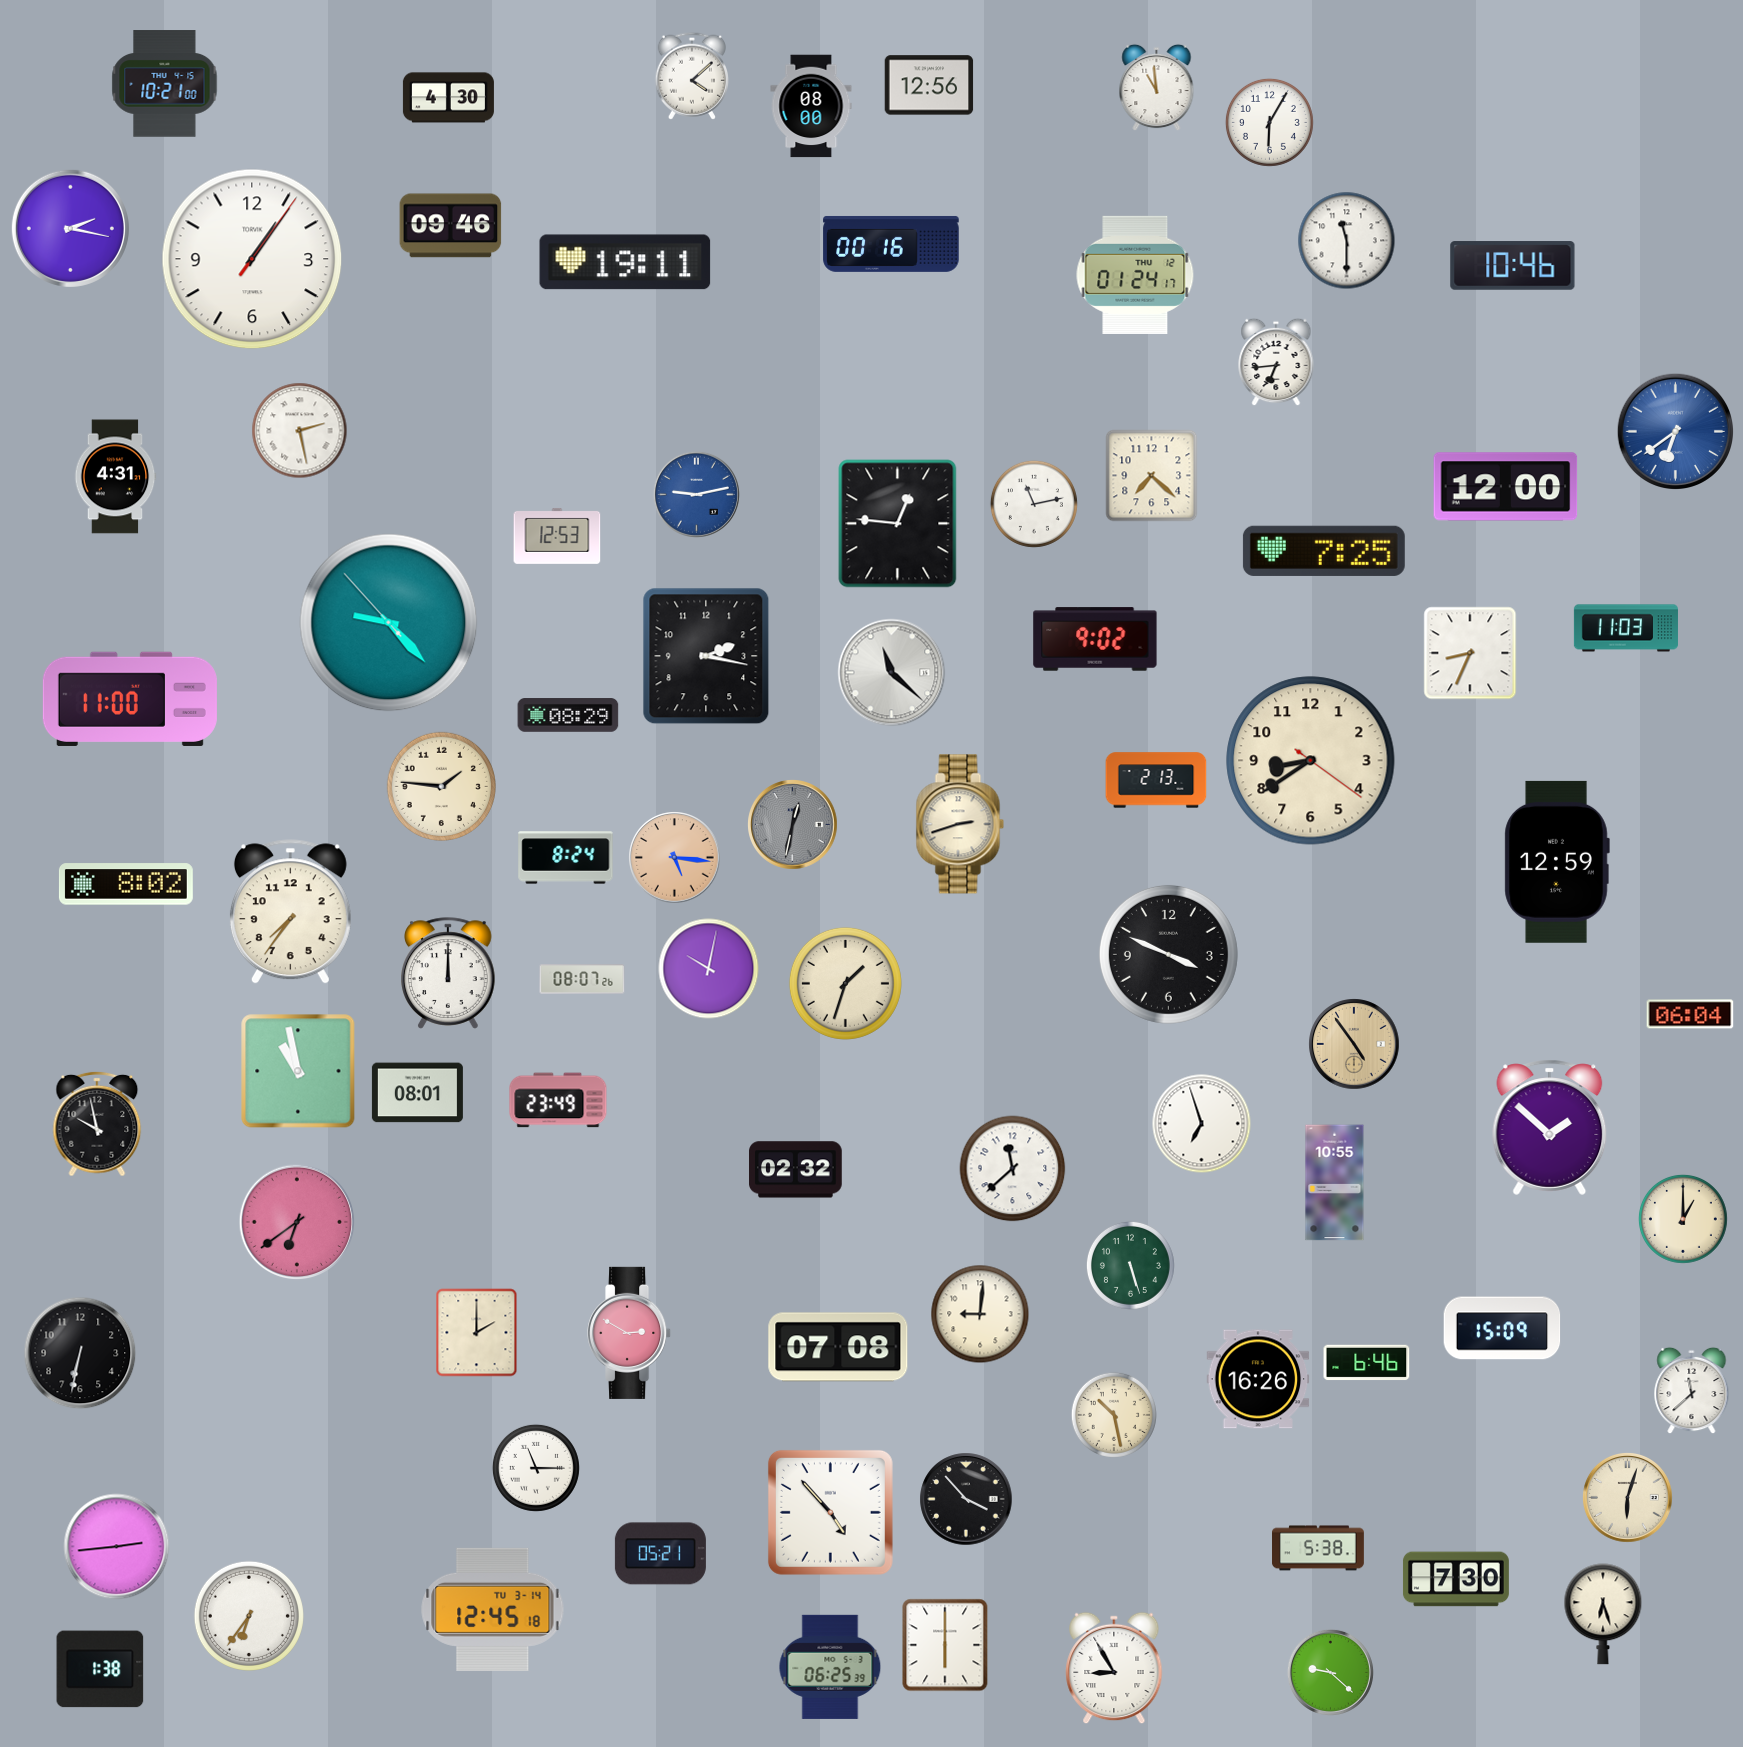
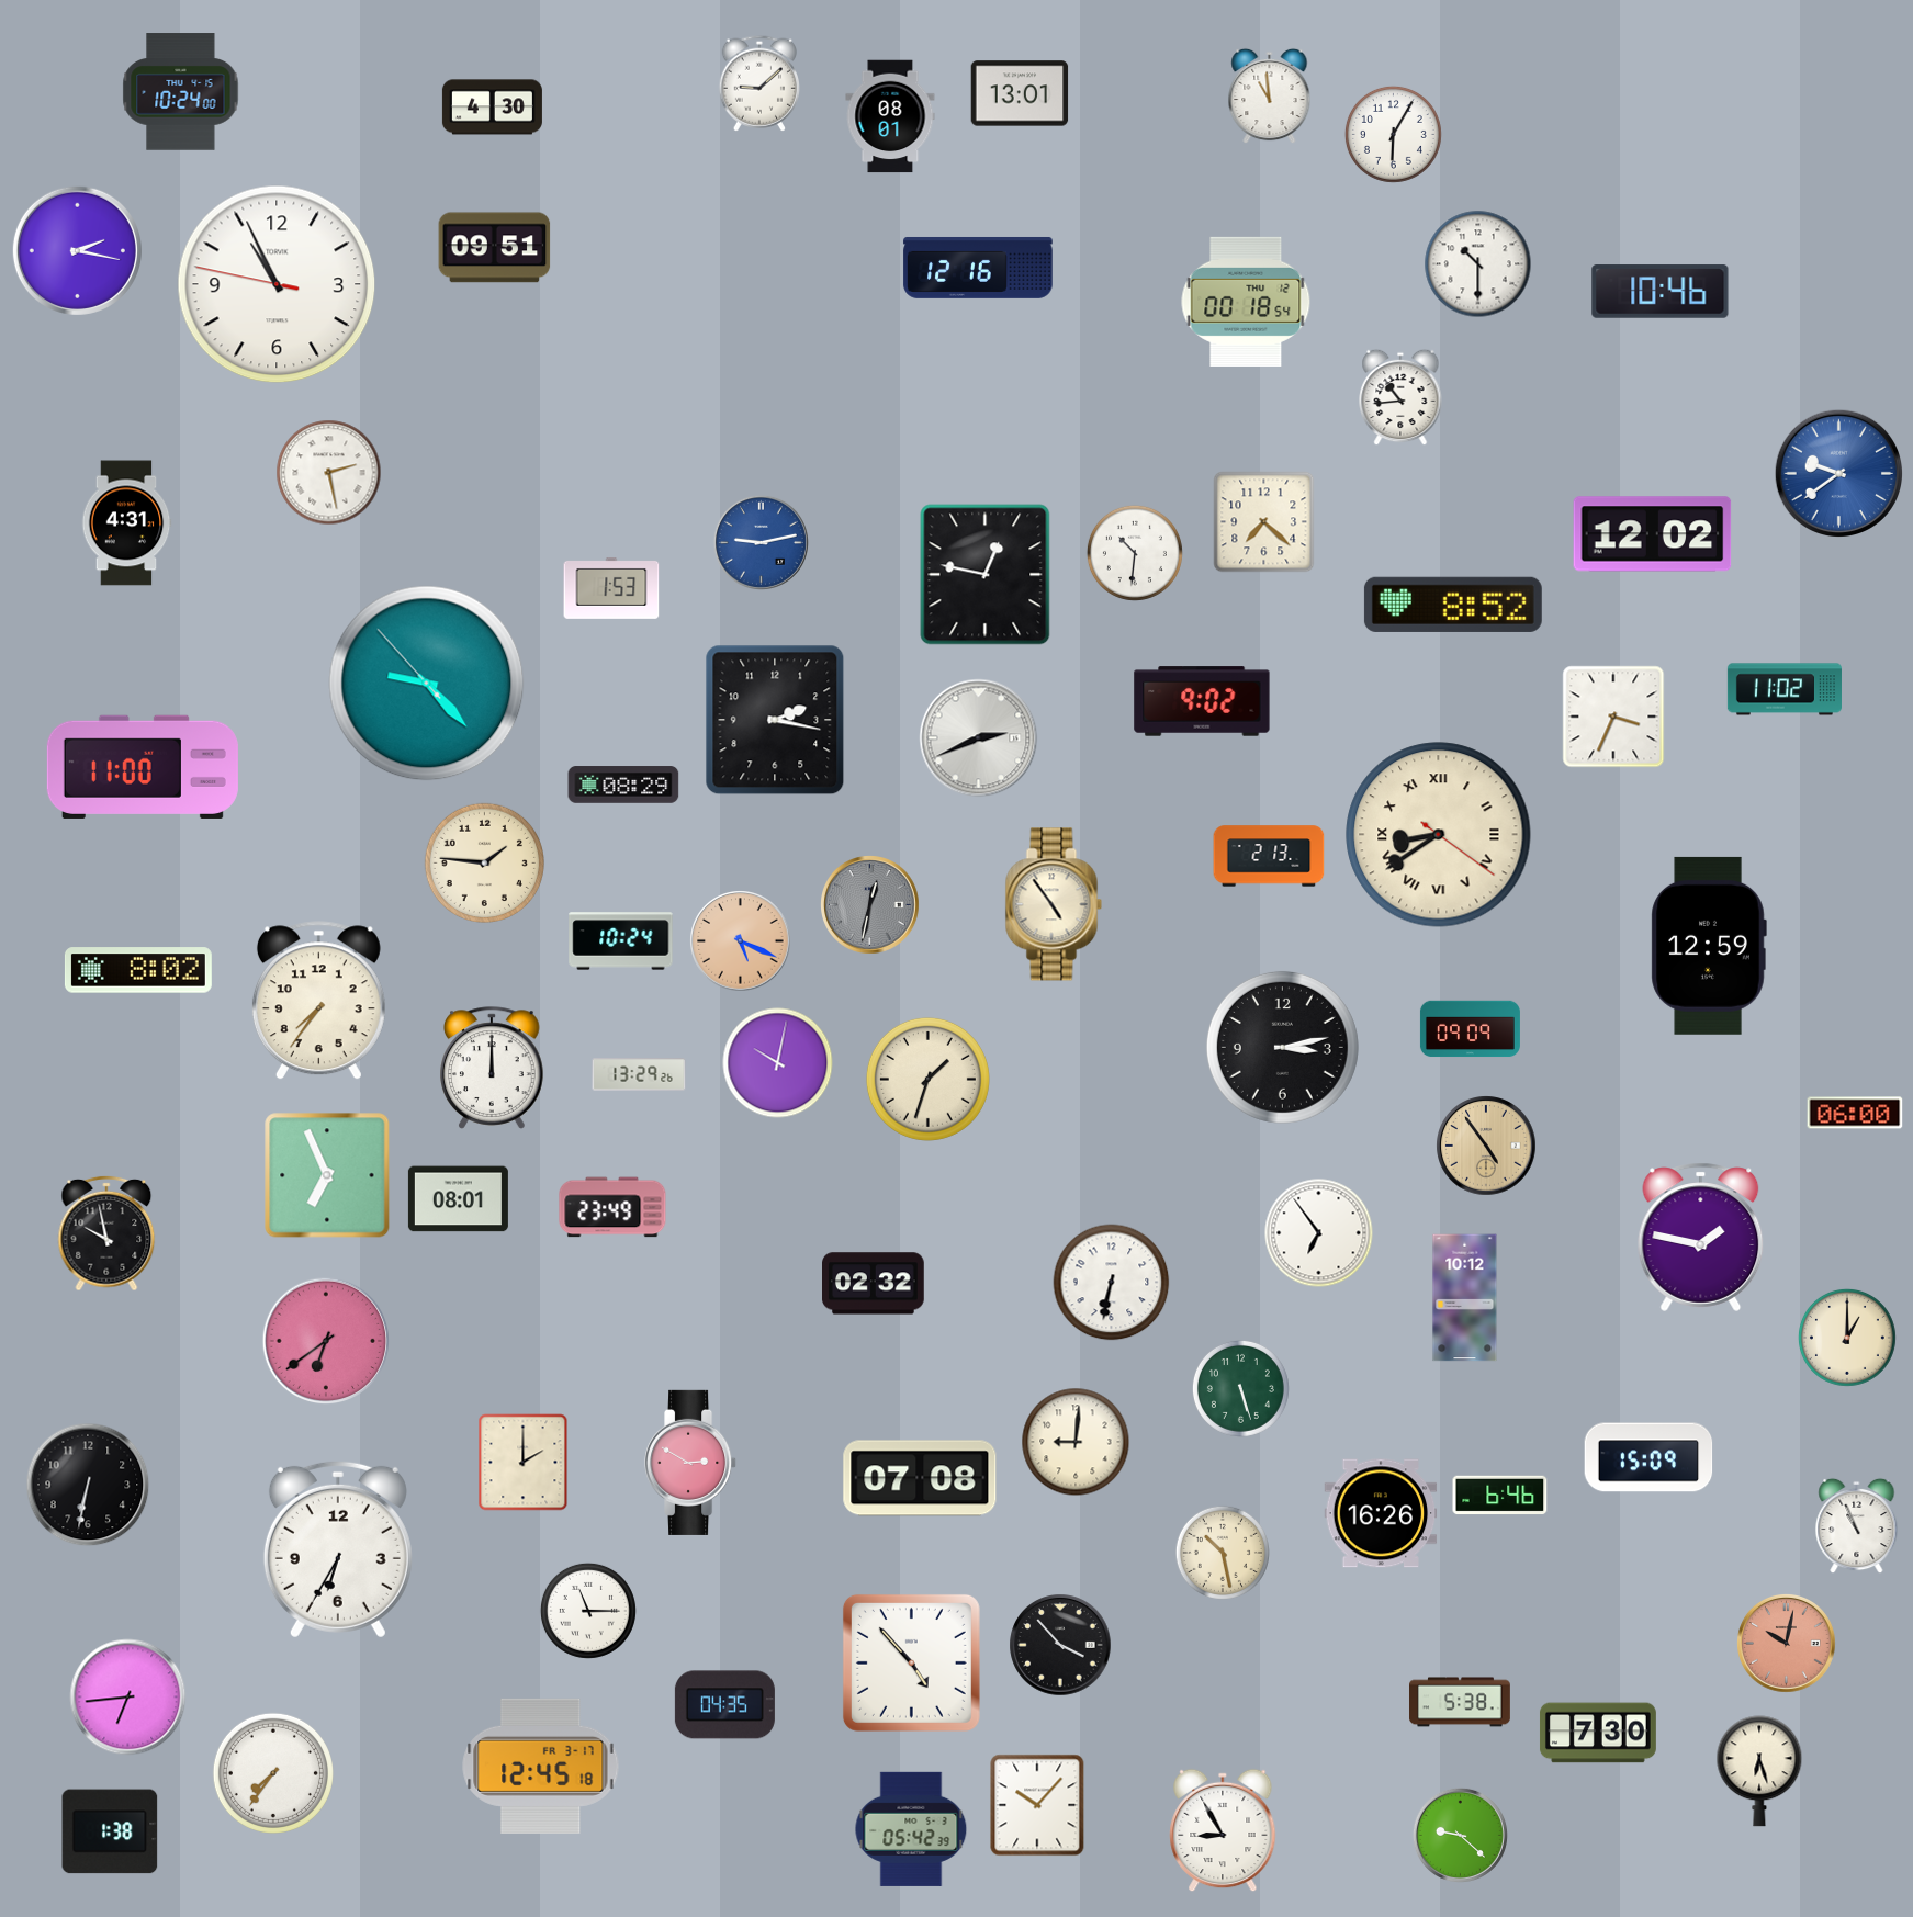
clock at (691, 76): 4:08 -> 9:08
clock at (165, 84): 10:21 -> 10:24
clock at (929, 85): 12:56 -> 13:01
clock at (811, 106): 08:00 -> 08:01
clock at (451, 226): 09:46 -> 09:51
clock at (1347, 241): 11:30 -> 10:30
clock at (891, 244): 00:16 -> 12:16
clock at (252, 259): 1:06 -> 10:55
clock at (625, 262): 19:11 -> none
clock at (1135, 275): 01:24 -> 00:18
clock at (1276, 362): 6:44 -> 10:44
clock at (1675, 431): 6:39 -> 9:39
clock at (1506, 487): 12:00 -> 12:02
clock at (696, 494) position: (696, 494) -> (761, 542)
clock at (1034, 504): 11:13 -> 10:31
clock at (898, 524): 12:46 -> 12:47
clock at (557, 536): 12:53 -> 1:53
clock at (1324, 551): 7:25 -> 8:52
clock at (1626, 628): 11:03 -> 11:02
clock at (1470, 653): 8:34 -> 3:34
clock at (892, 673): 11:22 -> 2:41
clock at (1311, 761) numerals: Arabic -> Roman
clock at (960, 824): 2:42 -> 4:54
clock at (566, 858): 8:24 -> 10:24
clock at (675, 858): 5:16 -> 5:19
clock at (1470, 1029): none -> 09:09
clock at (1168, 954): 3:49 -> 3:13
clock at (582, 979): 08:07 -> 13:29
clock at (1690, 1014): 06:04 -> 06:00
clock at (298, 1071): 10:58 -> 6:56
clock at (1202, 1124): 6:57 -> 6:54
clock at (1550, 1127): 1:52 -> 1:47
clock at (1013, 1169): 11:38 -> 6:32
clock at (1335, 1183): 10:55 -> 10:12
clock at (1692, 1391): 11:38 -> 10:56
clock at (338, 1549): none -> 6:35
clock at (1628, 1498): 6:03 -> 10:02
clock at (1628, 1498) dial: cream -> salmon
clock at (830, 1512) position: (830, 1512) -> (911, 1662)
clock at (117, 1547): 2:44 -> 6:44
clock at (1319, 1548) position: (1319, 1548) -> (1461, 1702)
clock at (660, 1554): 05:21 -> 04:35
clock at (493, 1609) date: TU 3-14 -> FR 3-17
clock at (249, 1616): 6:36 -> 7:36
clock at (945, 1645): 6:00 -> 10:07
clock at (830, 1667): 06:25 -> 05:42
